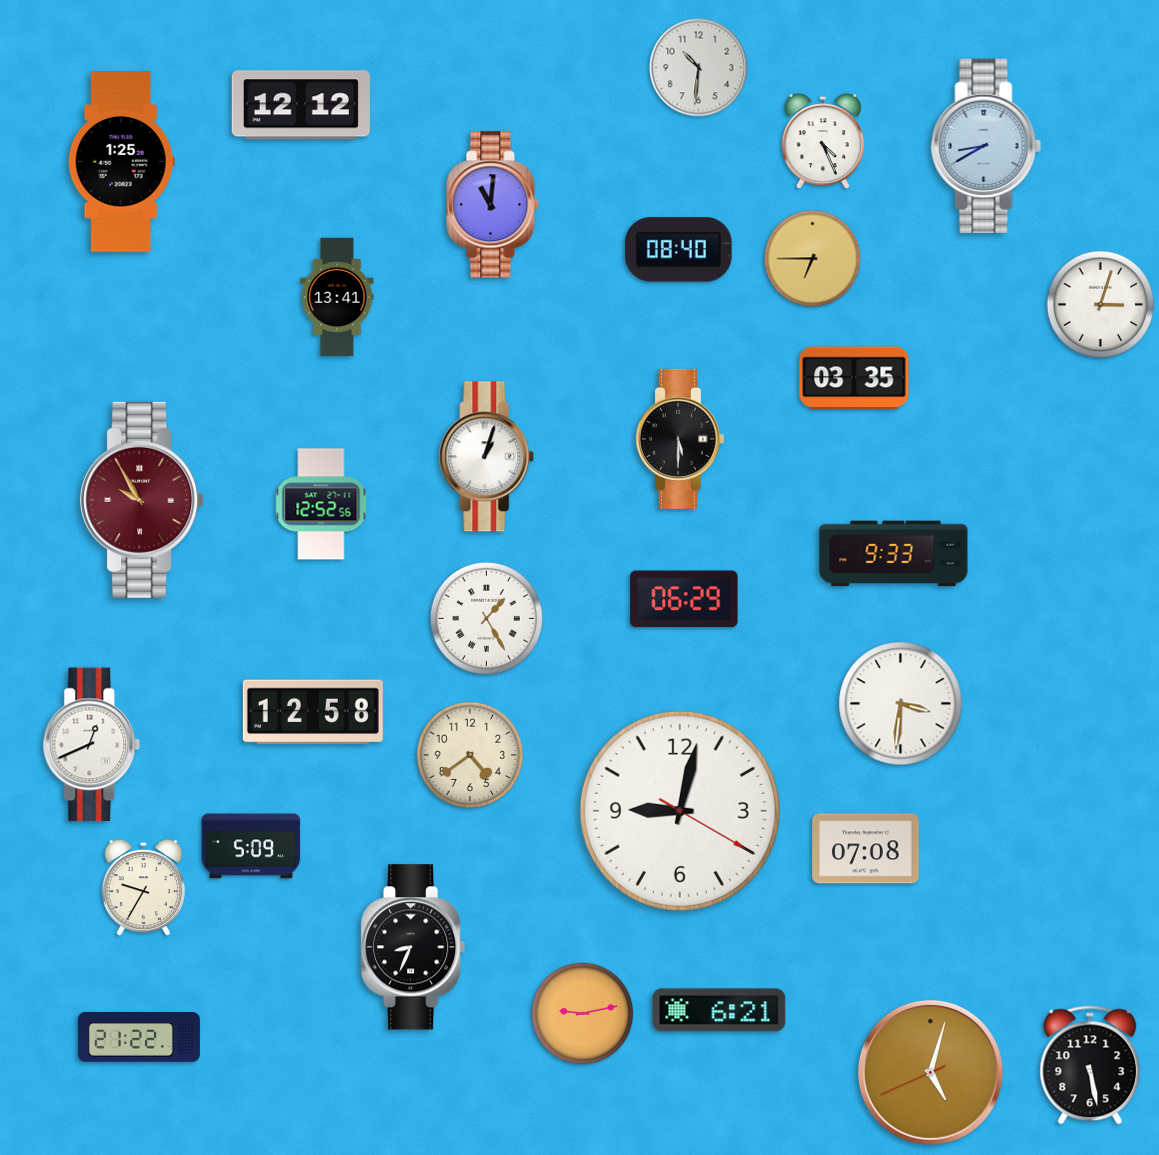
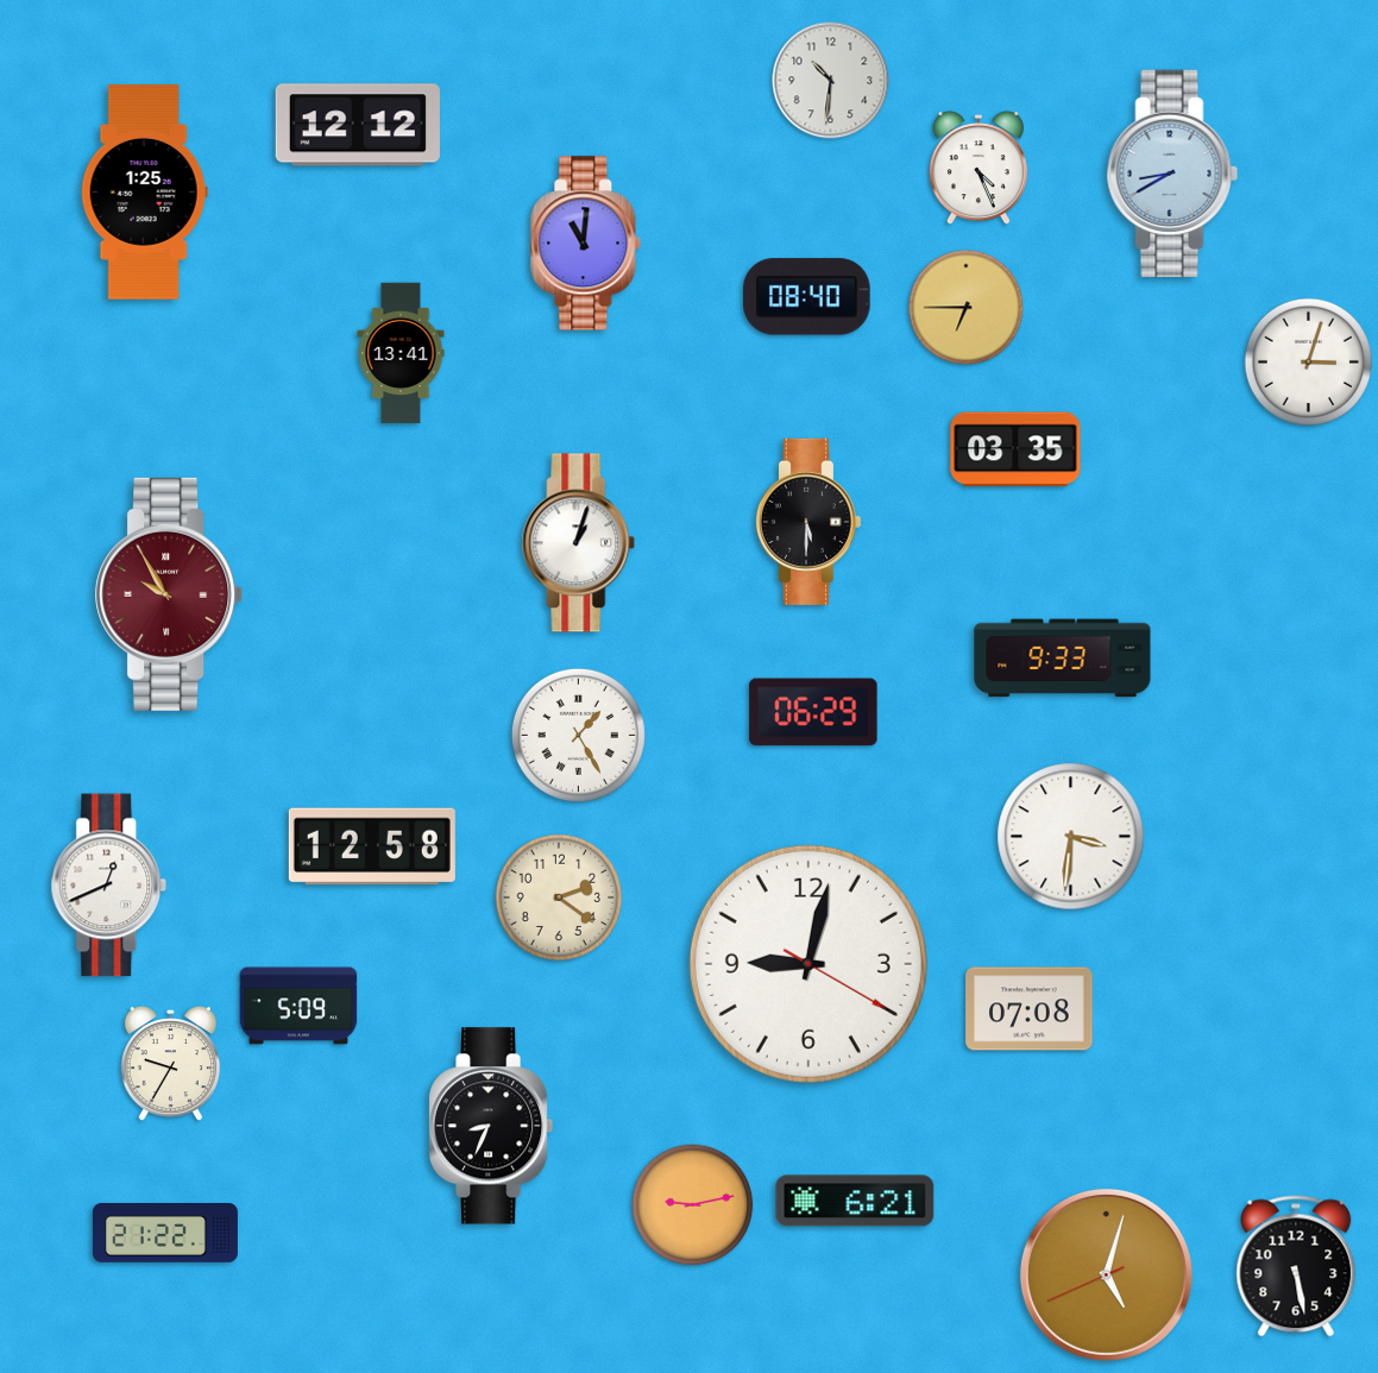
clock at (321, 504): 12:52 -> none
clock at (470, 755): 4:39 -> 2:21
clock at (143, 888) position: (143, 888) -> (170, 1064)
